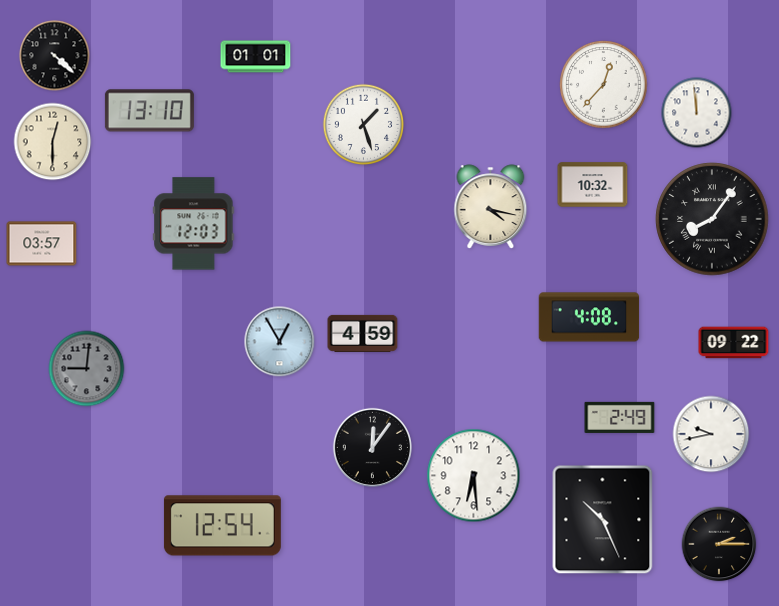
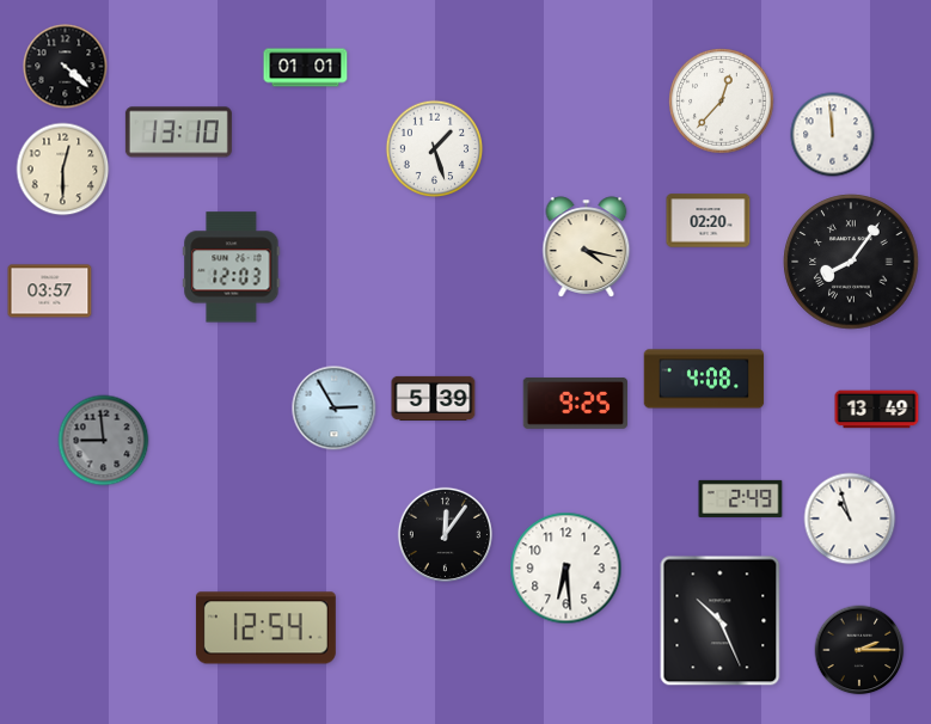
clock at (593, 185): 10:32 -> 02:20
clock at (363, 333): 4:59 -> 5:39
clock at (575, 403): none -> 9:25
clock at (280, 342): 12:55 -> 2:55
clock at (734, 343): 09:22 -> 13:49
clock at (87, 369): 9:01 -> 8:59
clock at (711, 434): 9:43 -> 10:57
